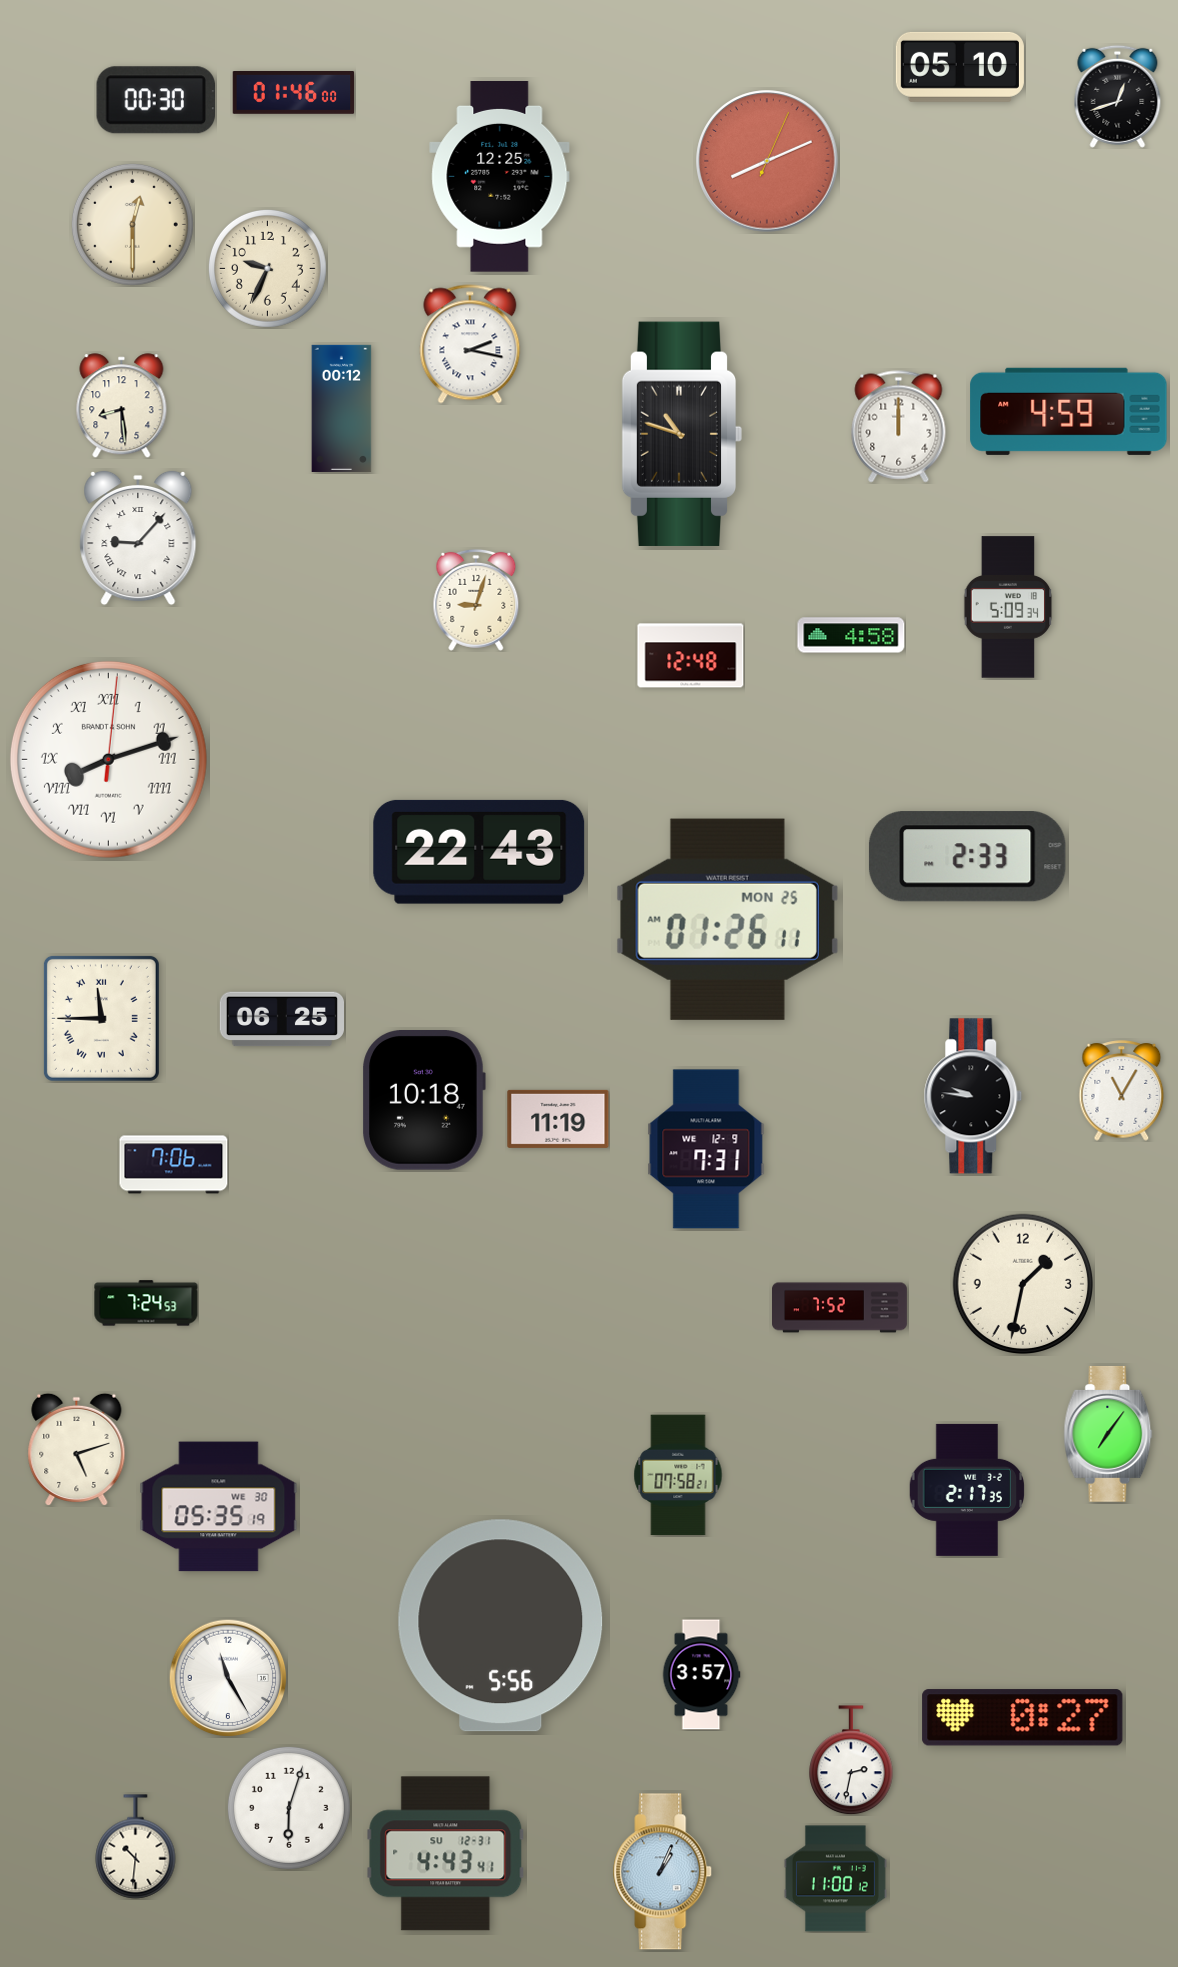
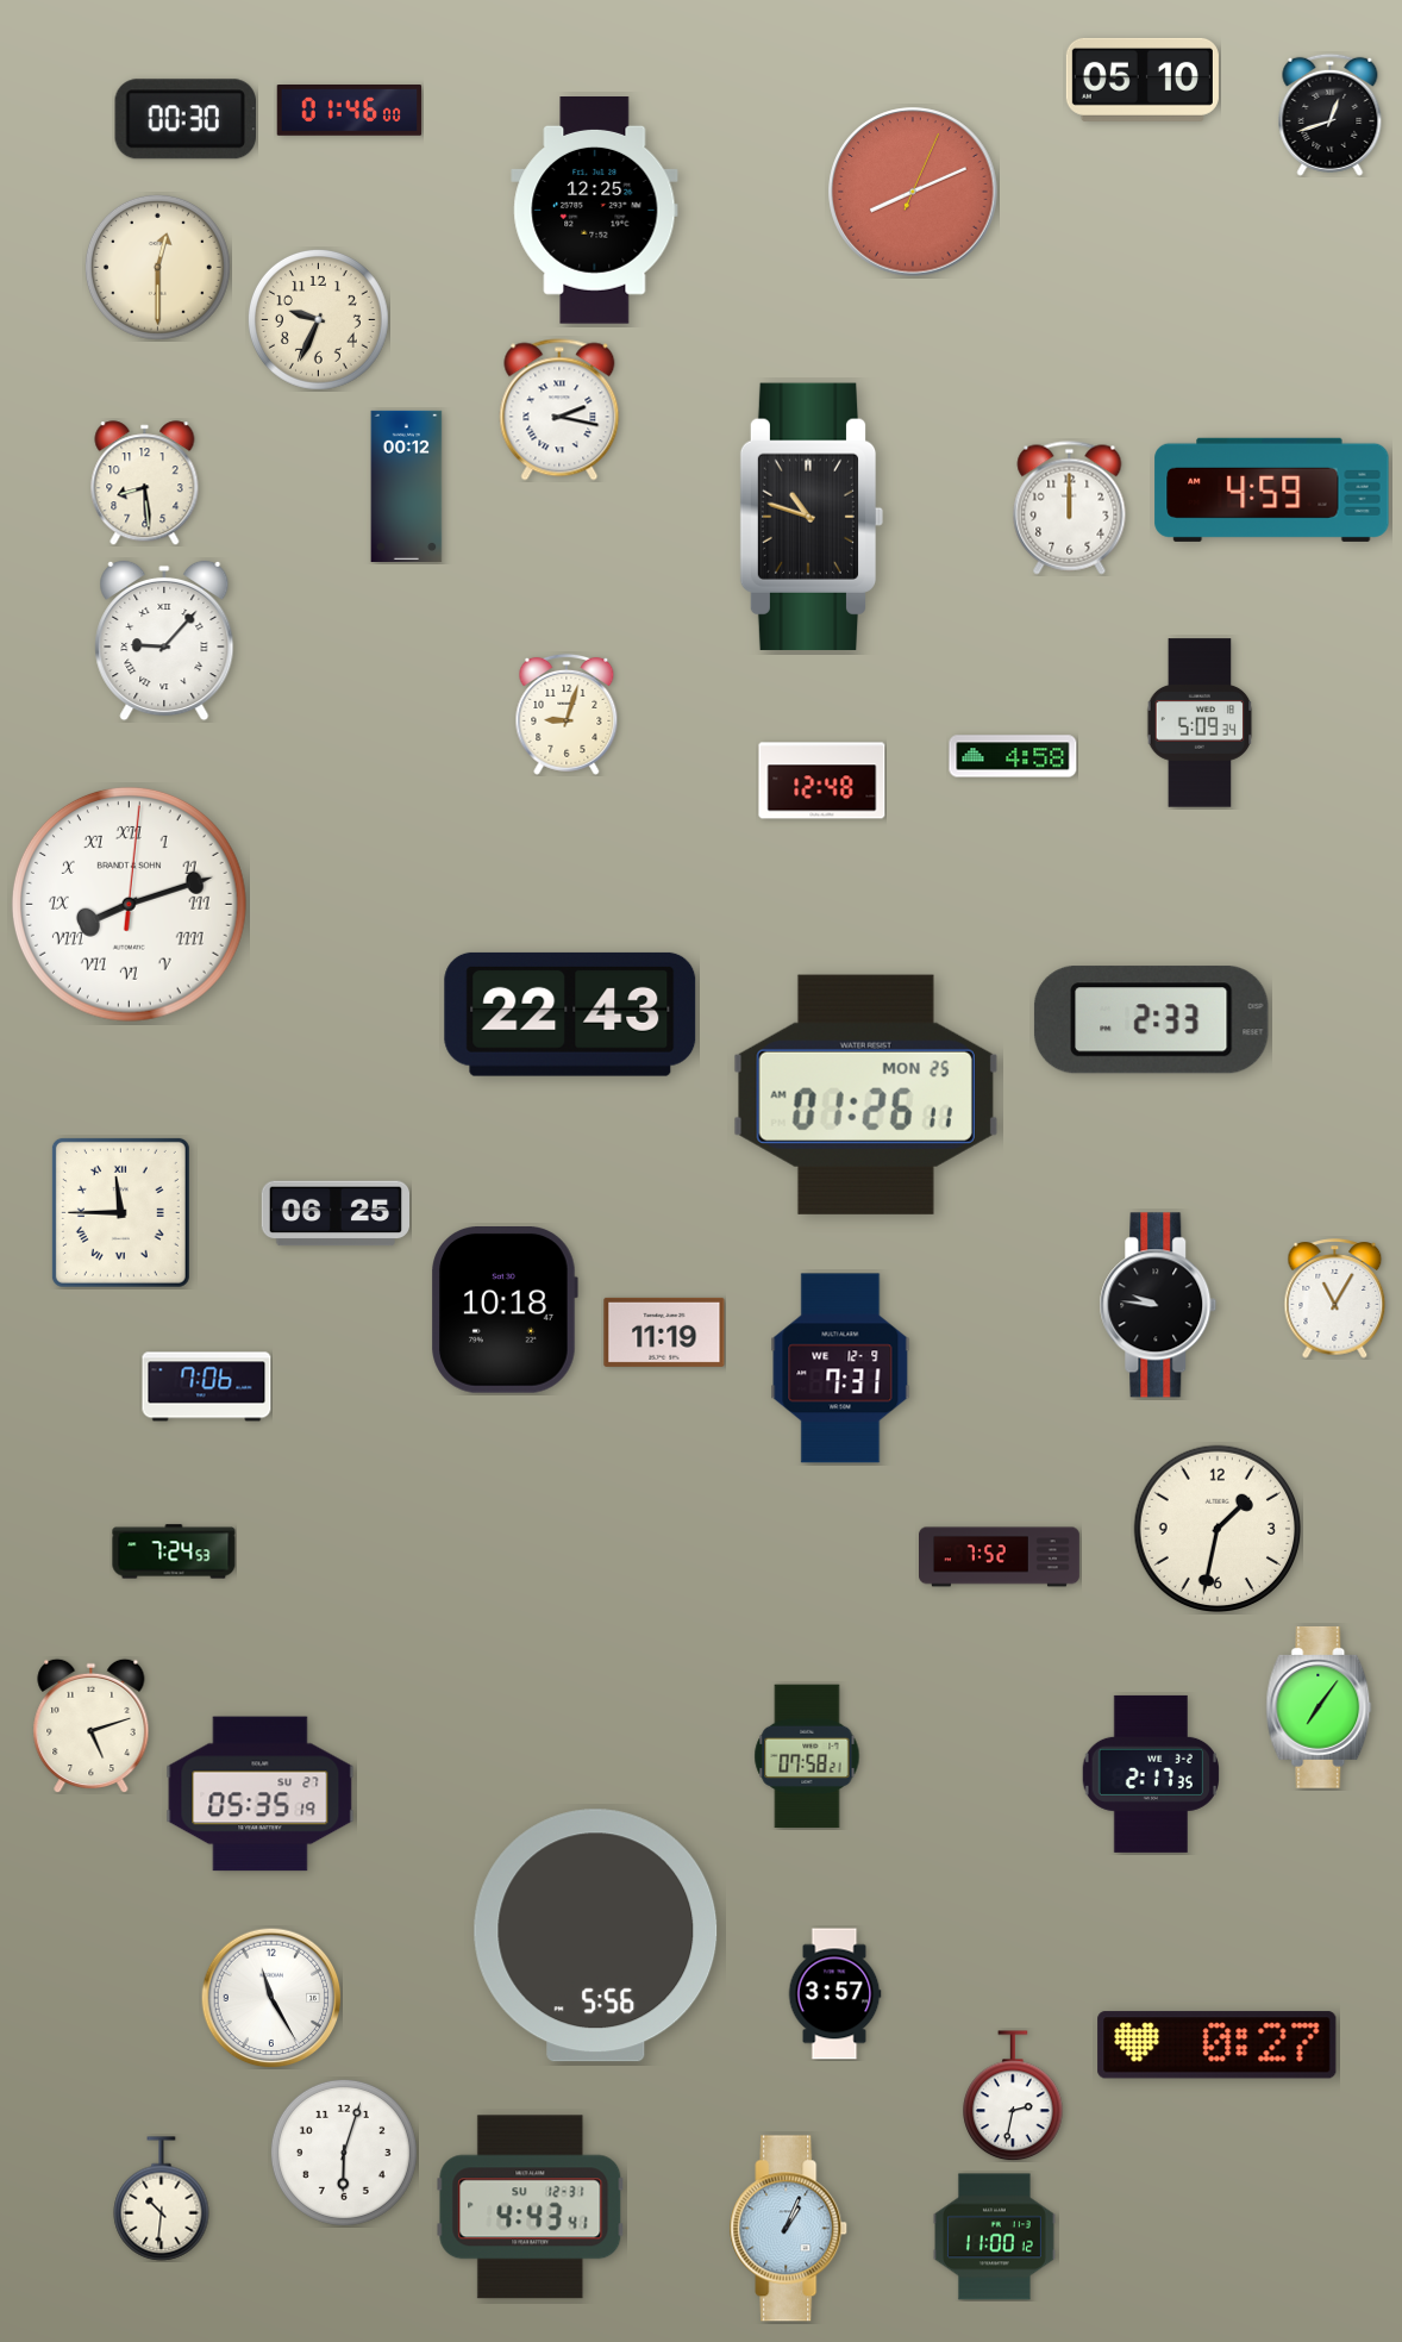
clock at (219, 1507) date: WE 30 -> SU 27
